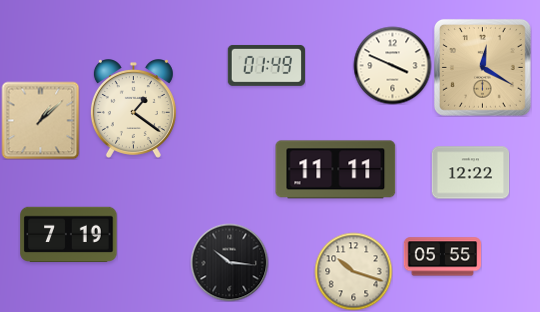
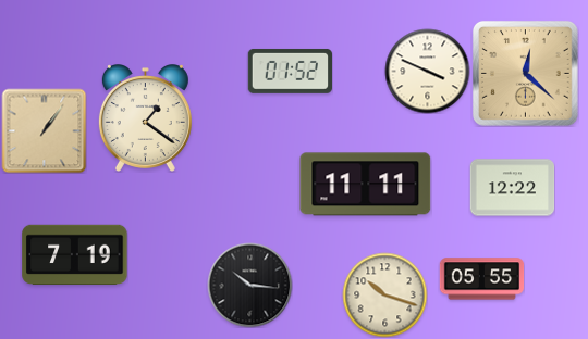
clock at (266, 65): 01:49 -> 01:52
clock at (482, 67): 12:20 -> 12:22
clock at (40, 120): 1:08 -> 1:06
